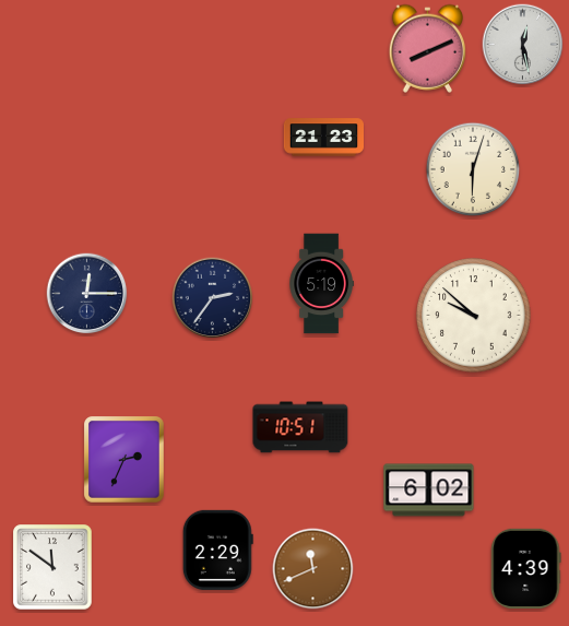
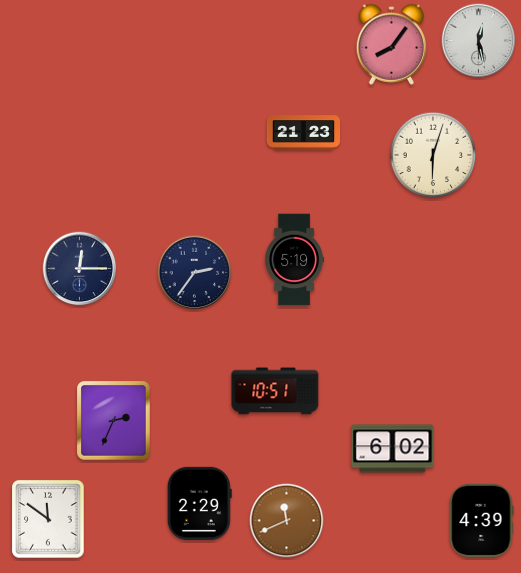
clock at (427, 48): 8:11 -> 8:06
clock at (323, 138) position: (323, 138) -> (303, 133)
clock at (474, 316): 9:52 -> none
